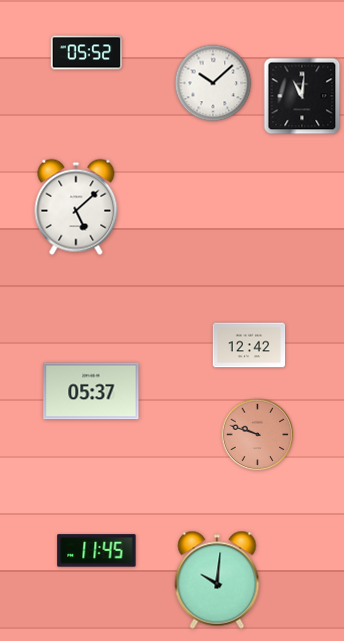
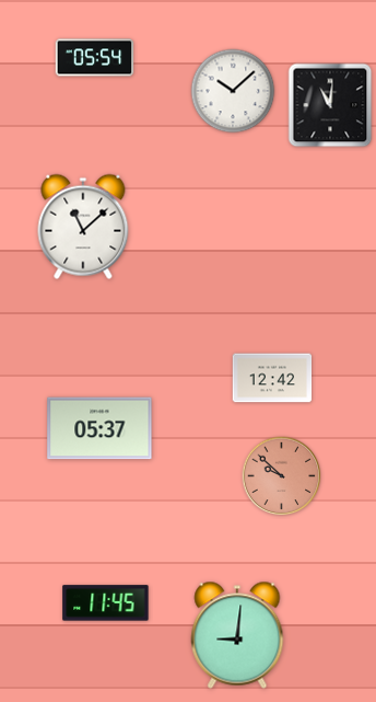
clock at (87, 53): 05:52 -> 05:54
clock at (76, 207): 5:08 -> 11:08
clock at (258, 435): 9:48 -> 9:52
clock at (217, 580): 10:01 -> 9:01
